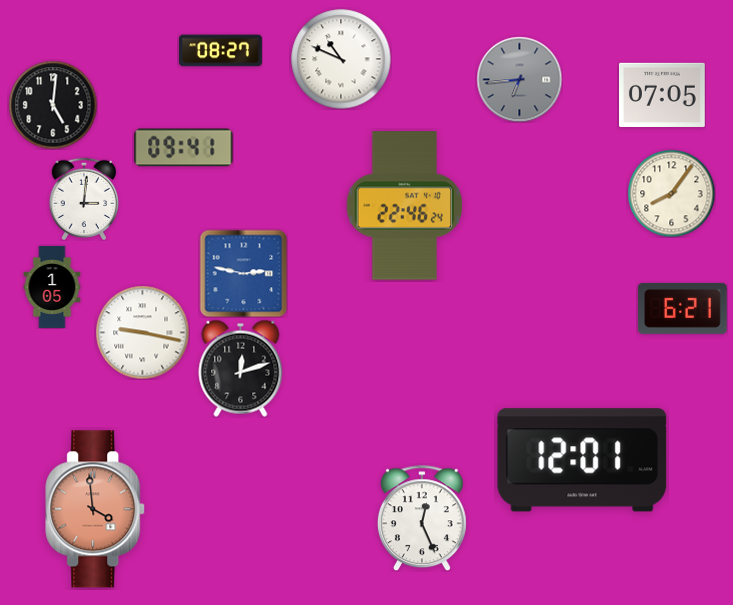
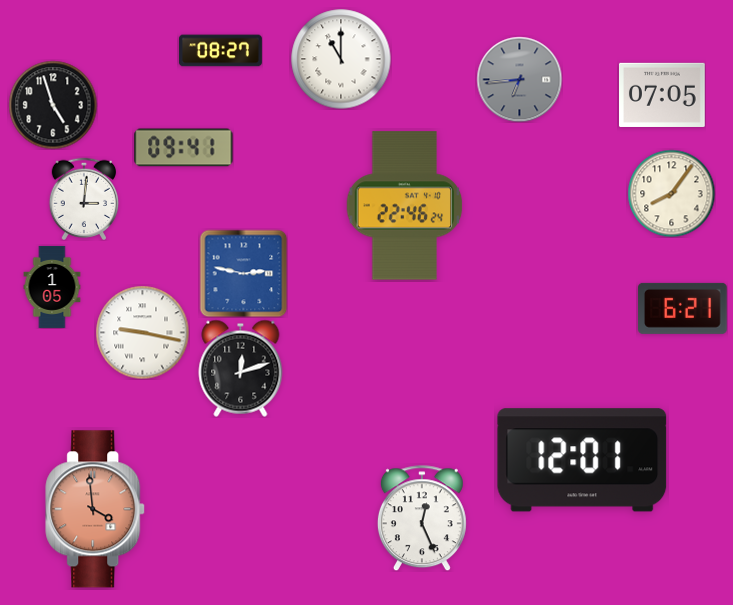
clock at (341, 59): 10:49 -> 11:00
clock at (53, 105): 5:01 -> 4:57
